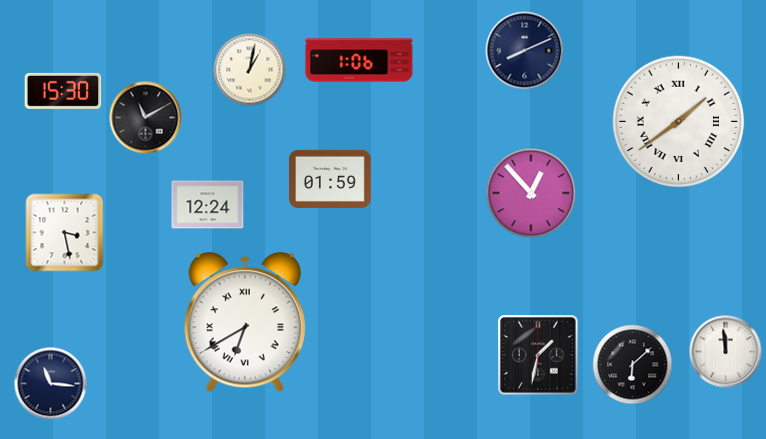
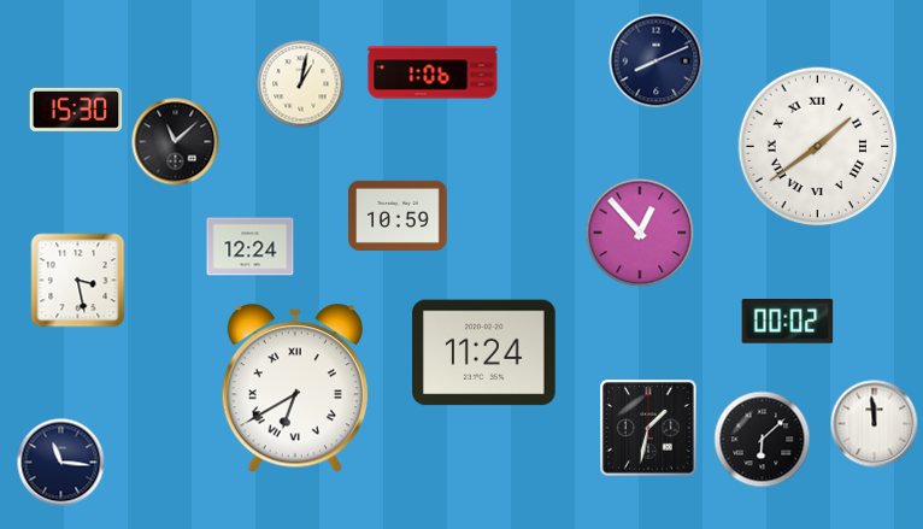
clock at (525, 51) position: (525, 51) -> (657, 61)
clock at (146, 118): 11:10 -> 11:08
clock at (331, 179): 01:59 -> 10:59
clock at (788, 322): none -> 00:02
clock at (484, 353): none -> 11:24
